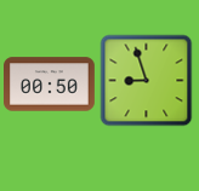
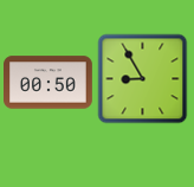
clock at (147, 81): 8:57 -> 8:55
